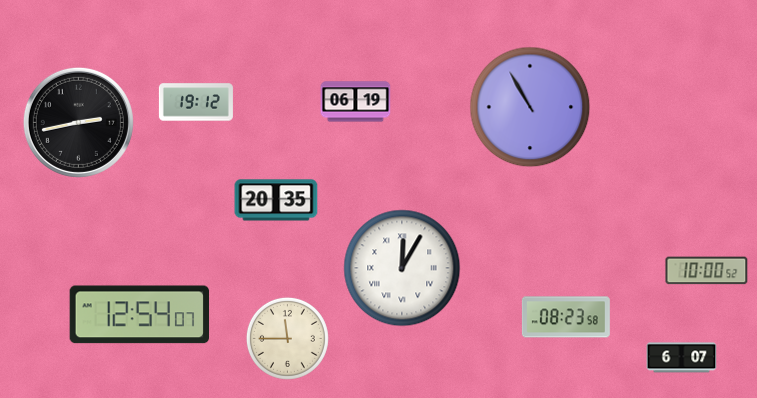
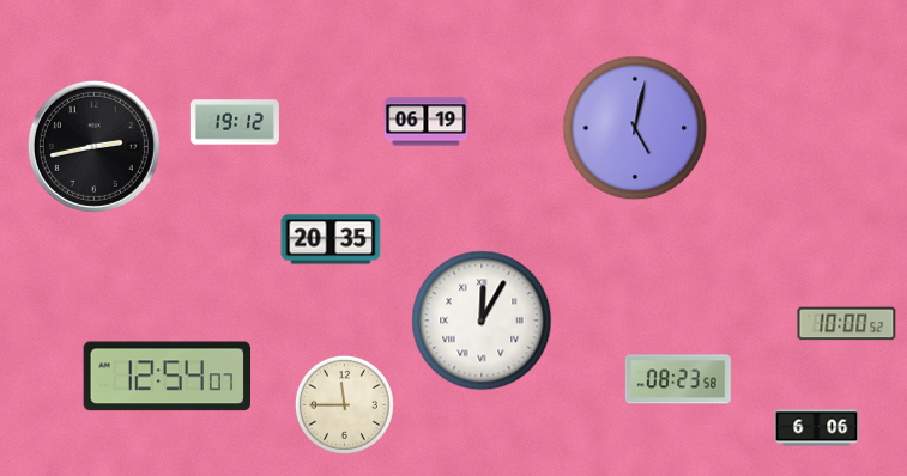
clock at (530, 107): 10:55 -> 5:02
clock at (682, 358): 6:07 -> 6:06
